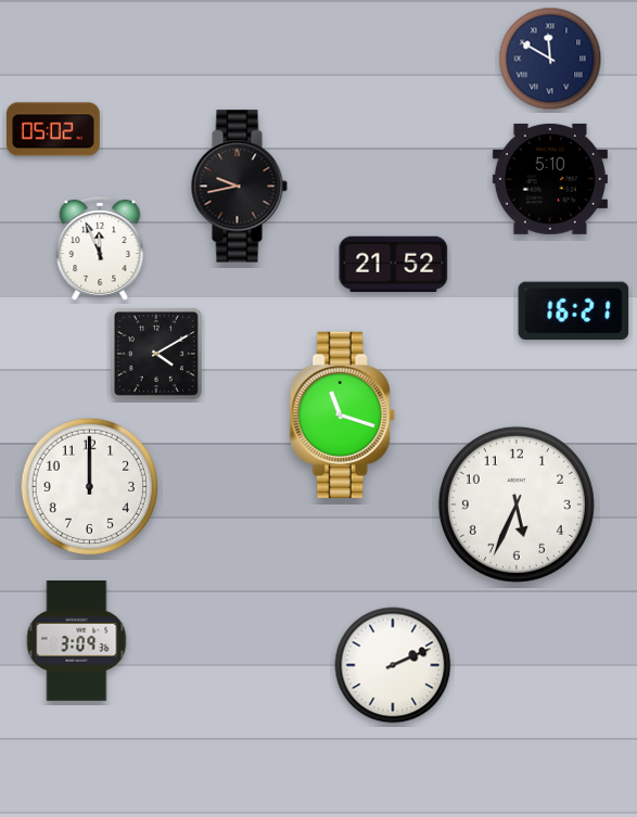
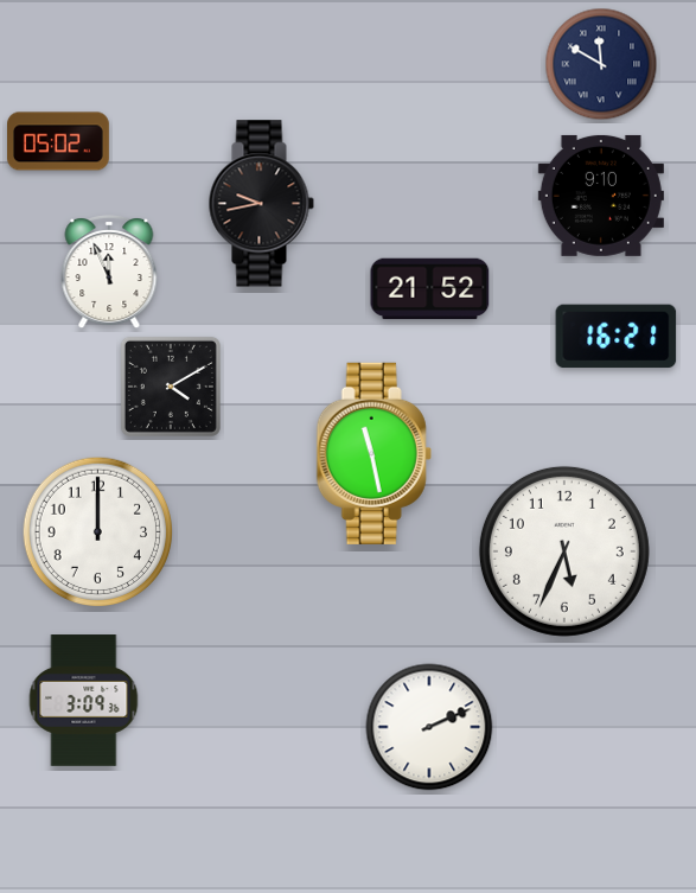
clock at (550, 179): 5:10 -> 9:10
clock at (574, 311) position: (574, 311) -> (617, 337)
clock at (342, 414): 11:18 -> 11:28
